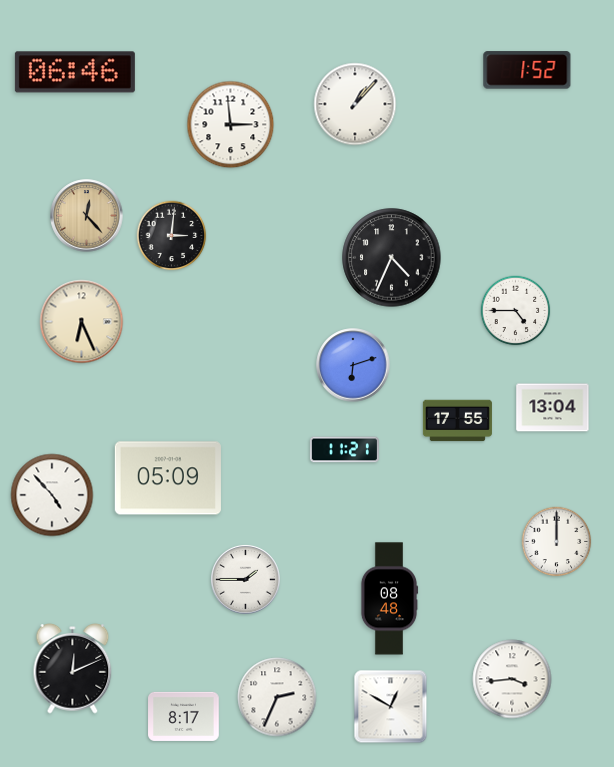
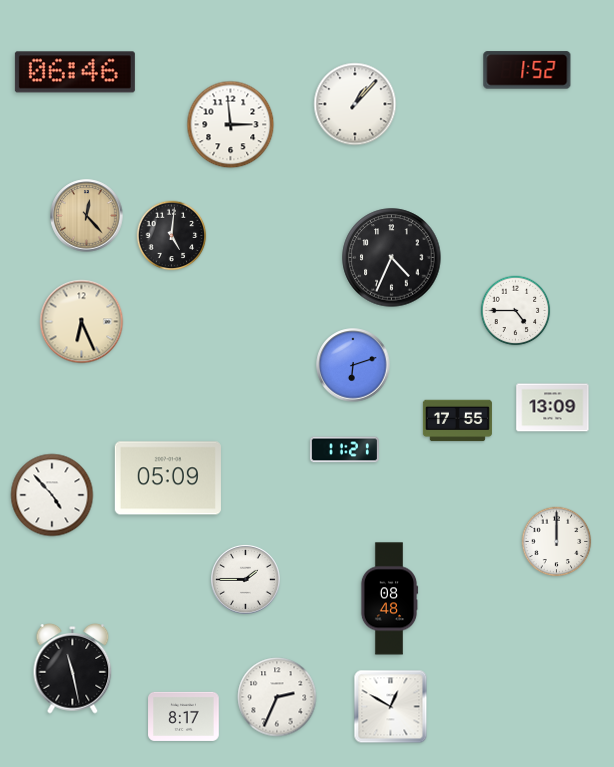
clock at (172, 236): 3:01 -> 5:01
clock at (553, 408): 13:04 -> 13:09
clock at (73, 669): 12:11 -> 11:28
clock at (512, 679): 3:44 -> none
